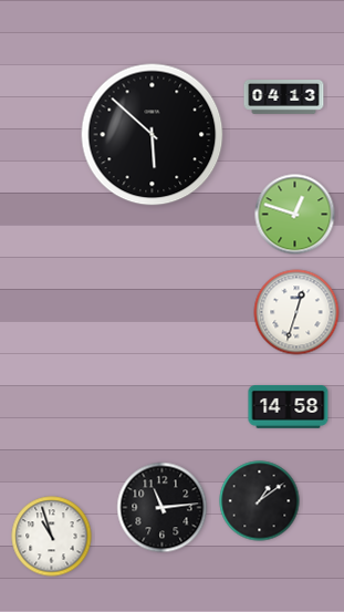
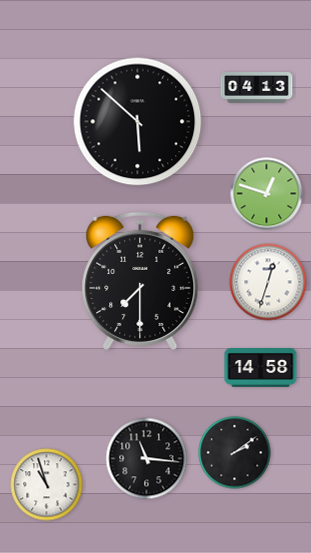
clock at (140, 281): none -> 7:30
clock at (260, 501): 1:09 -> 2:09
clock at (163, 508): 11:14 -> 11:16
